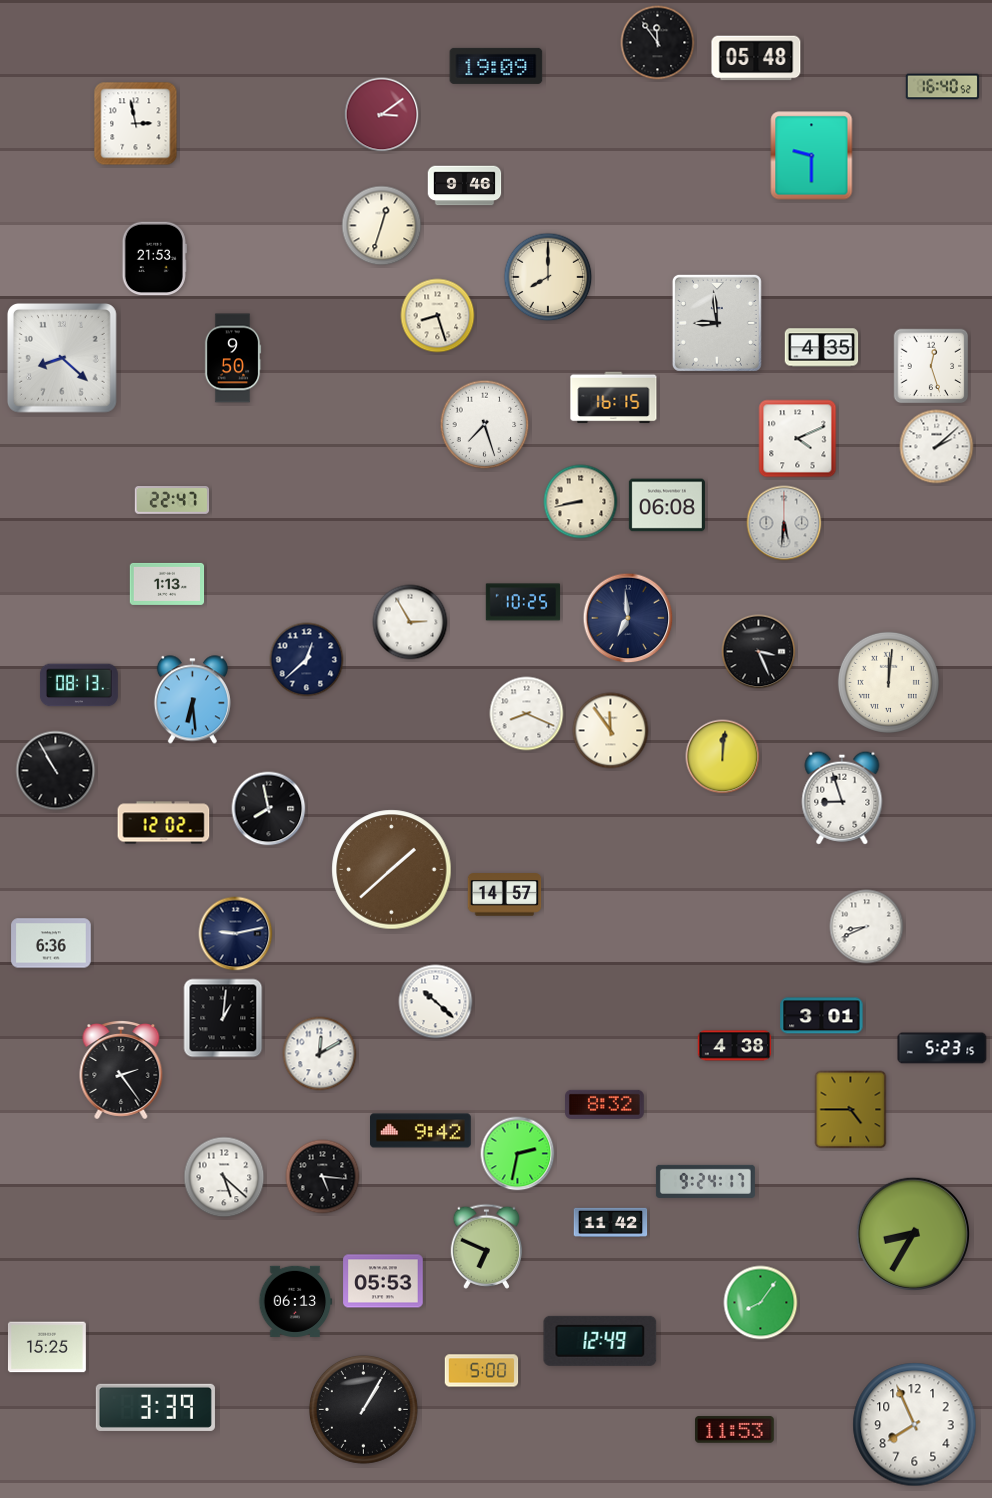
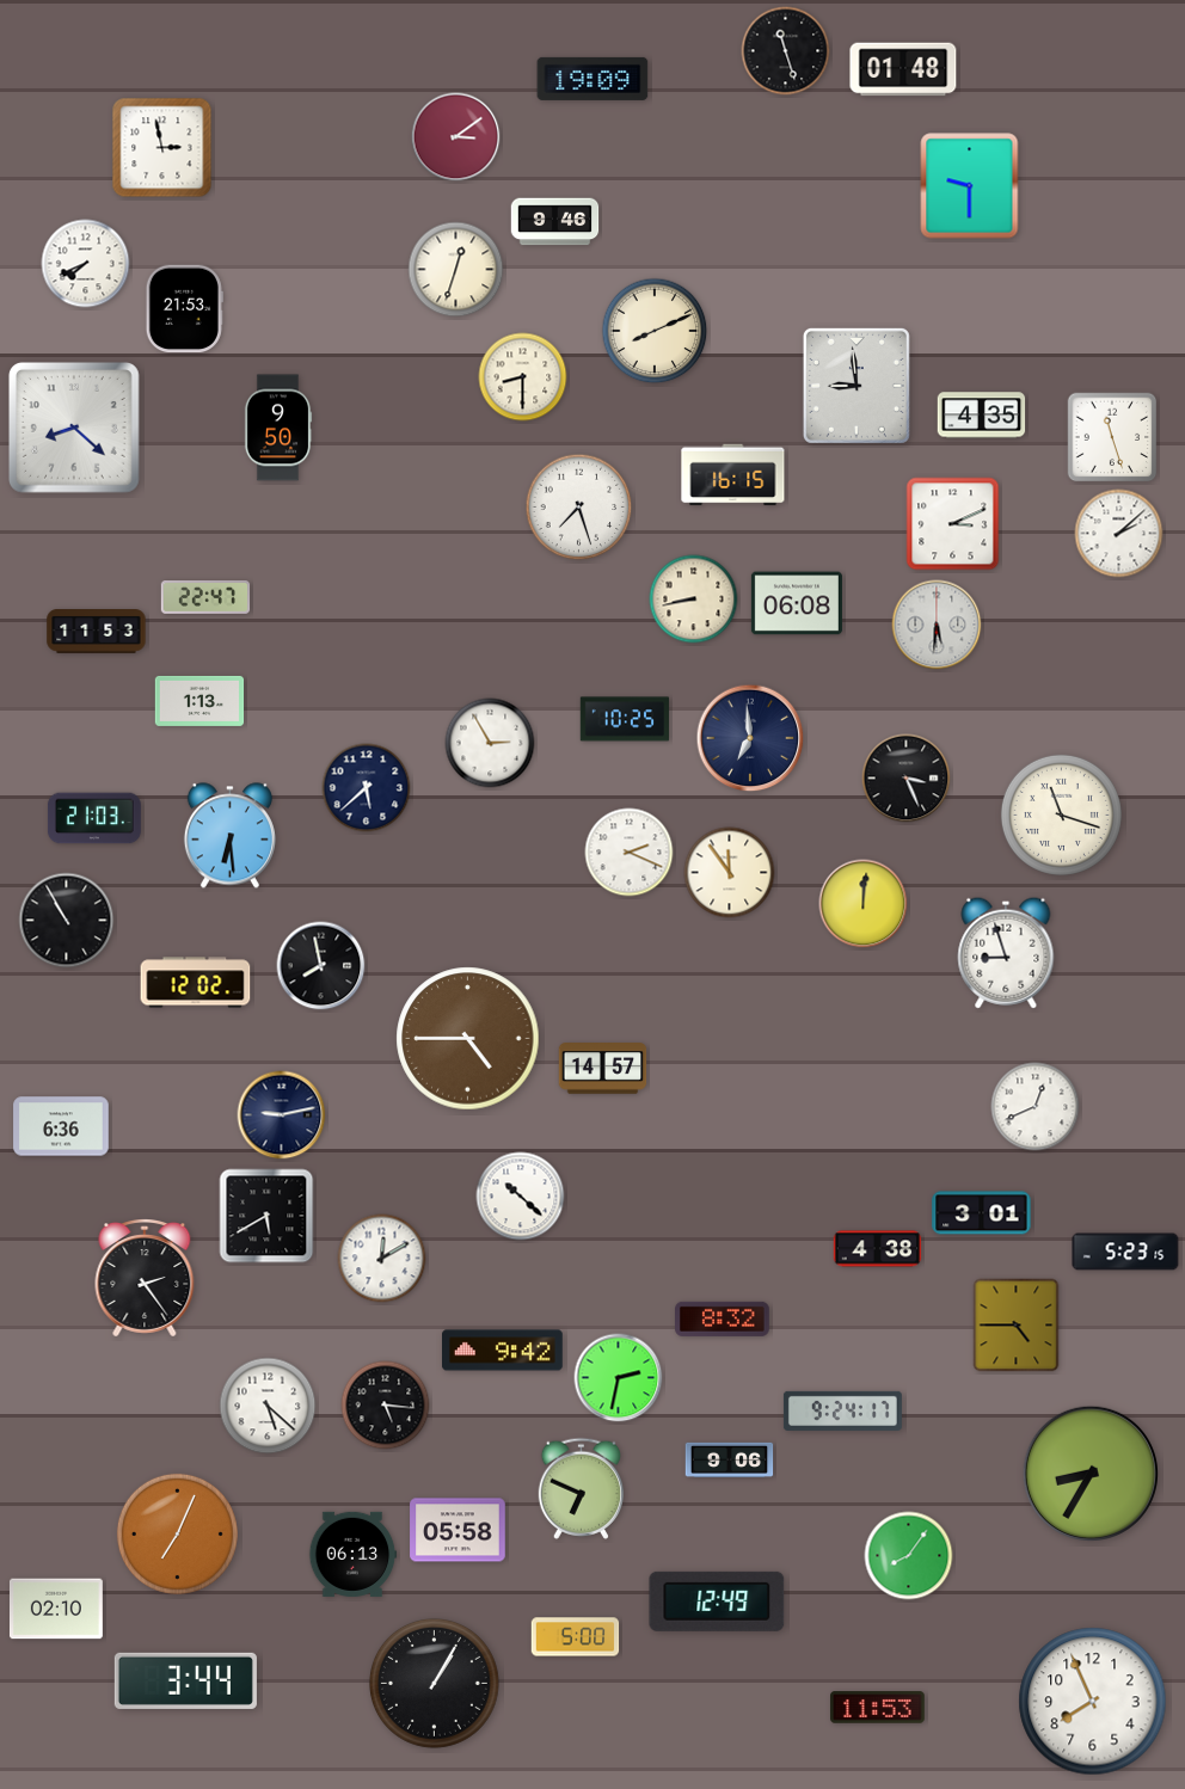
clock at (658, 43): 11:54 -> 11:27
clock at (756, 58): 05:48 -> 01:48
clock at (943, 87): 16:40 -> none
clock at (86, 264): none -> 7:41
clock at (548, 277): 8:00 -> 8:11
clock at (438, 316): 8:27 -> 8:30
clock at (931, 366): 12:27 -> 11:27
clock at (798, 439): 4:11 -> 3:11
clock at (97, 632): none -> 11:53
clock at (167, 584) position: (167, 584) -> (199, 701)
clock at (307, 660): 12:38 -> 5:38
clock at (888, 682): 12:01 -> 11:18
clock at (79, 685): 08:13 -> 21:03
clock at (527, 714): 8:19 -> 2:19
clock at (392, 870): 1:38 -> 4:45
clock at (867, 927): 8:41 -> 12:41
clock at (223, 1018): 1:01 -> 5:40
clock at (611, 1222): 11:42 -> 9:06
clock at (383, 1281): 05:53 -> 05:58
clock at (177, 1533): none -> 7:04
clock at (47, 1347): 15:25 -> 02:10
clock at (155, 1407): 3:39 -> 3:44
